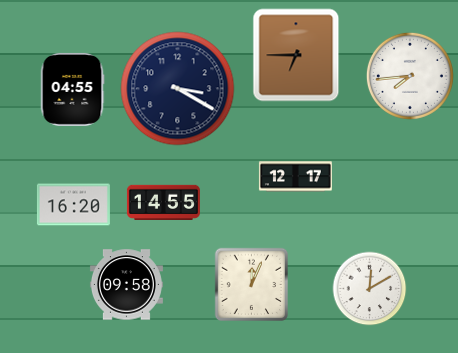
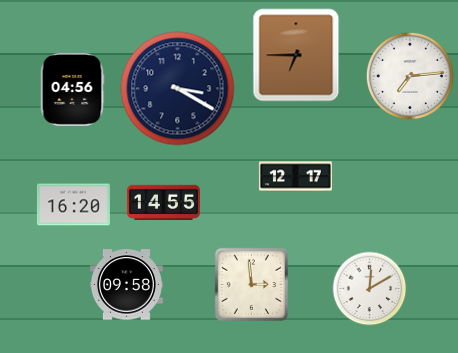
clock at (410, 76): 7:44 -> 7:14
clock at (72, 89): 04:55 -> 04:56
clock at (251, 284): 12:04 -> 2:59
